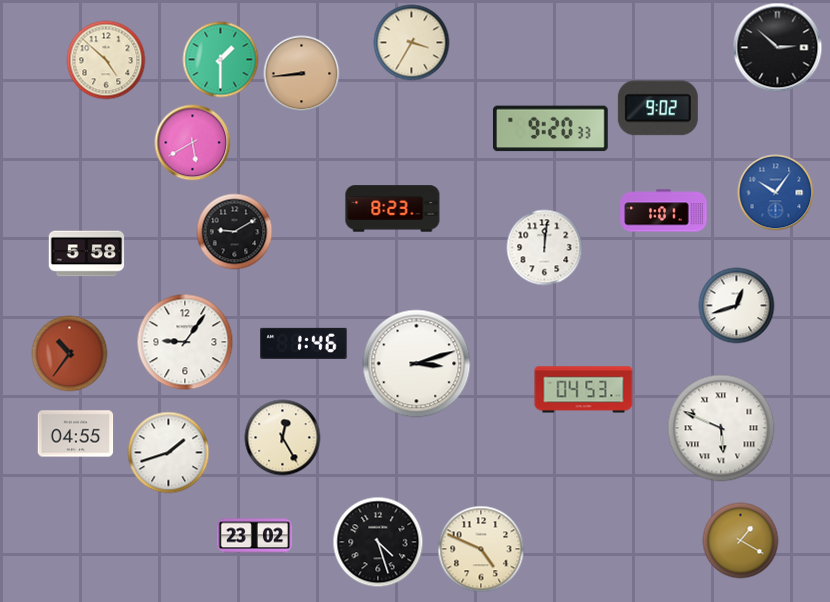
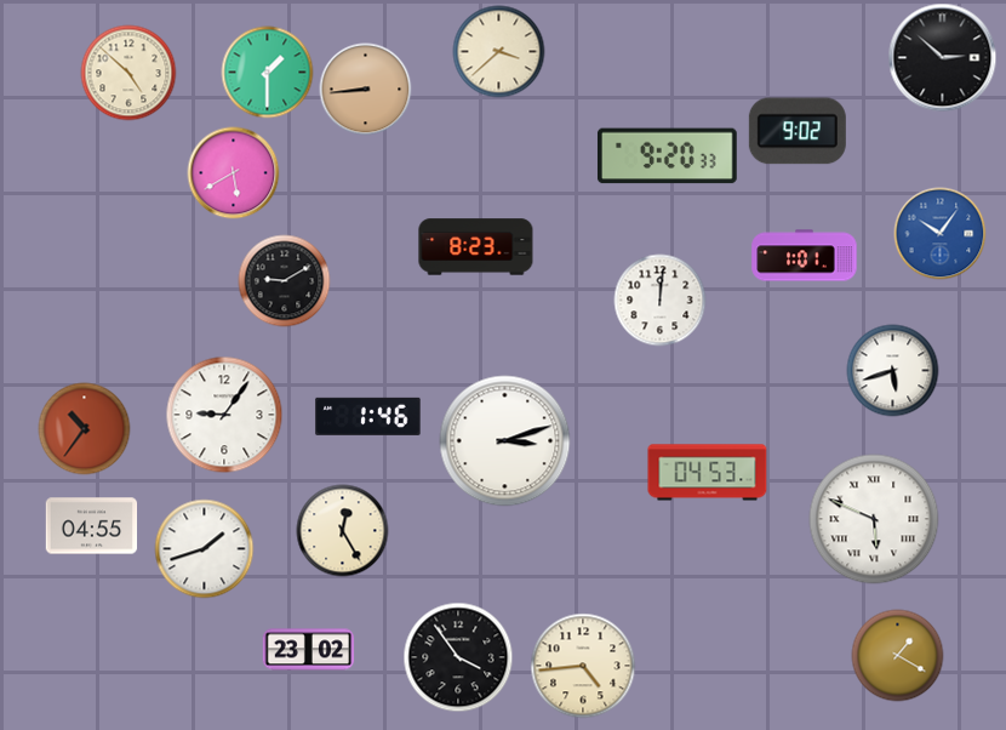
clock at (412, 43): 3:35 -> 3:38
clock at (393, 209) position: (393, 209) -> (476, 247)
clock at (87, 254): 5:58 -> none
clock at (737, 306): 12:42 -> 5:42
clock at (378, 542): 4:27 -> 3:54
clock at (481, 549): 4:49 -> 4:44
